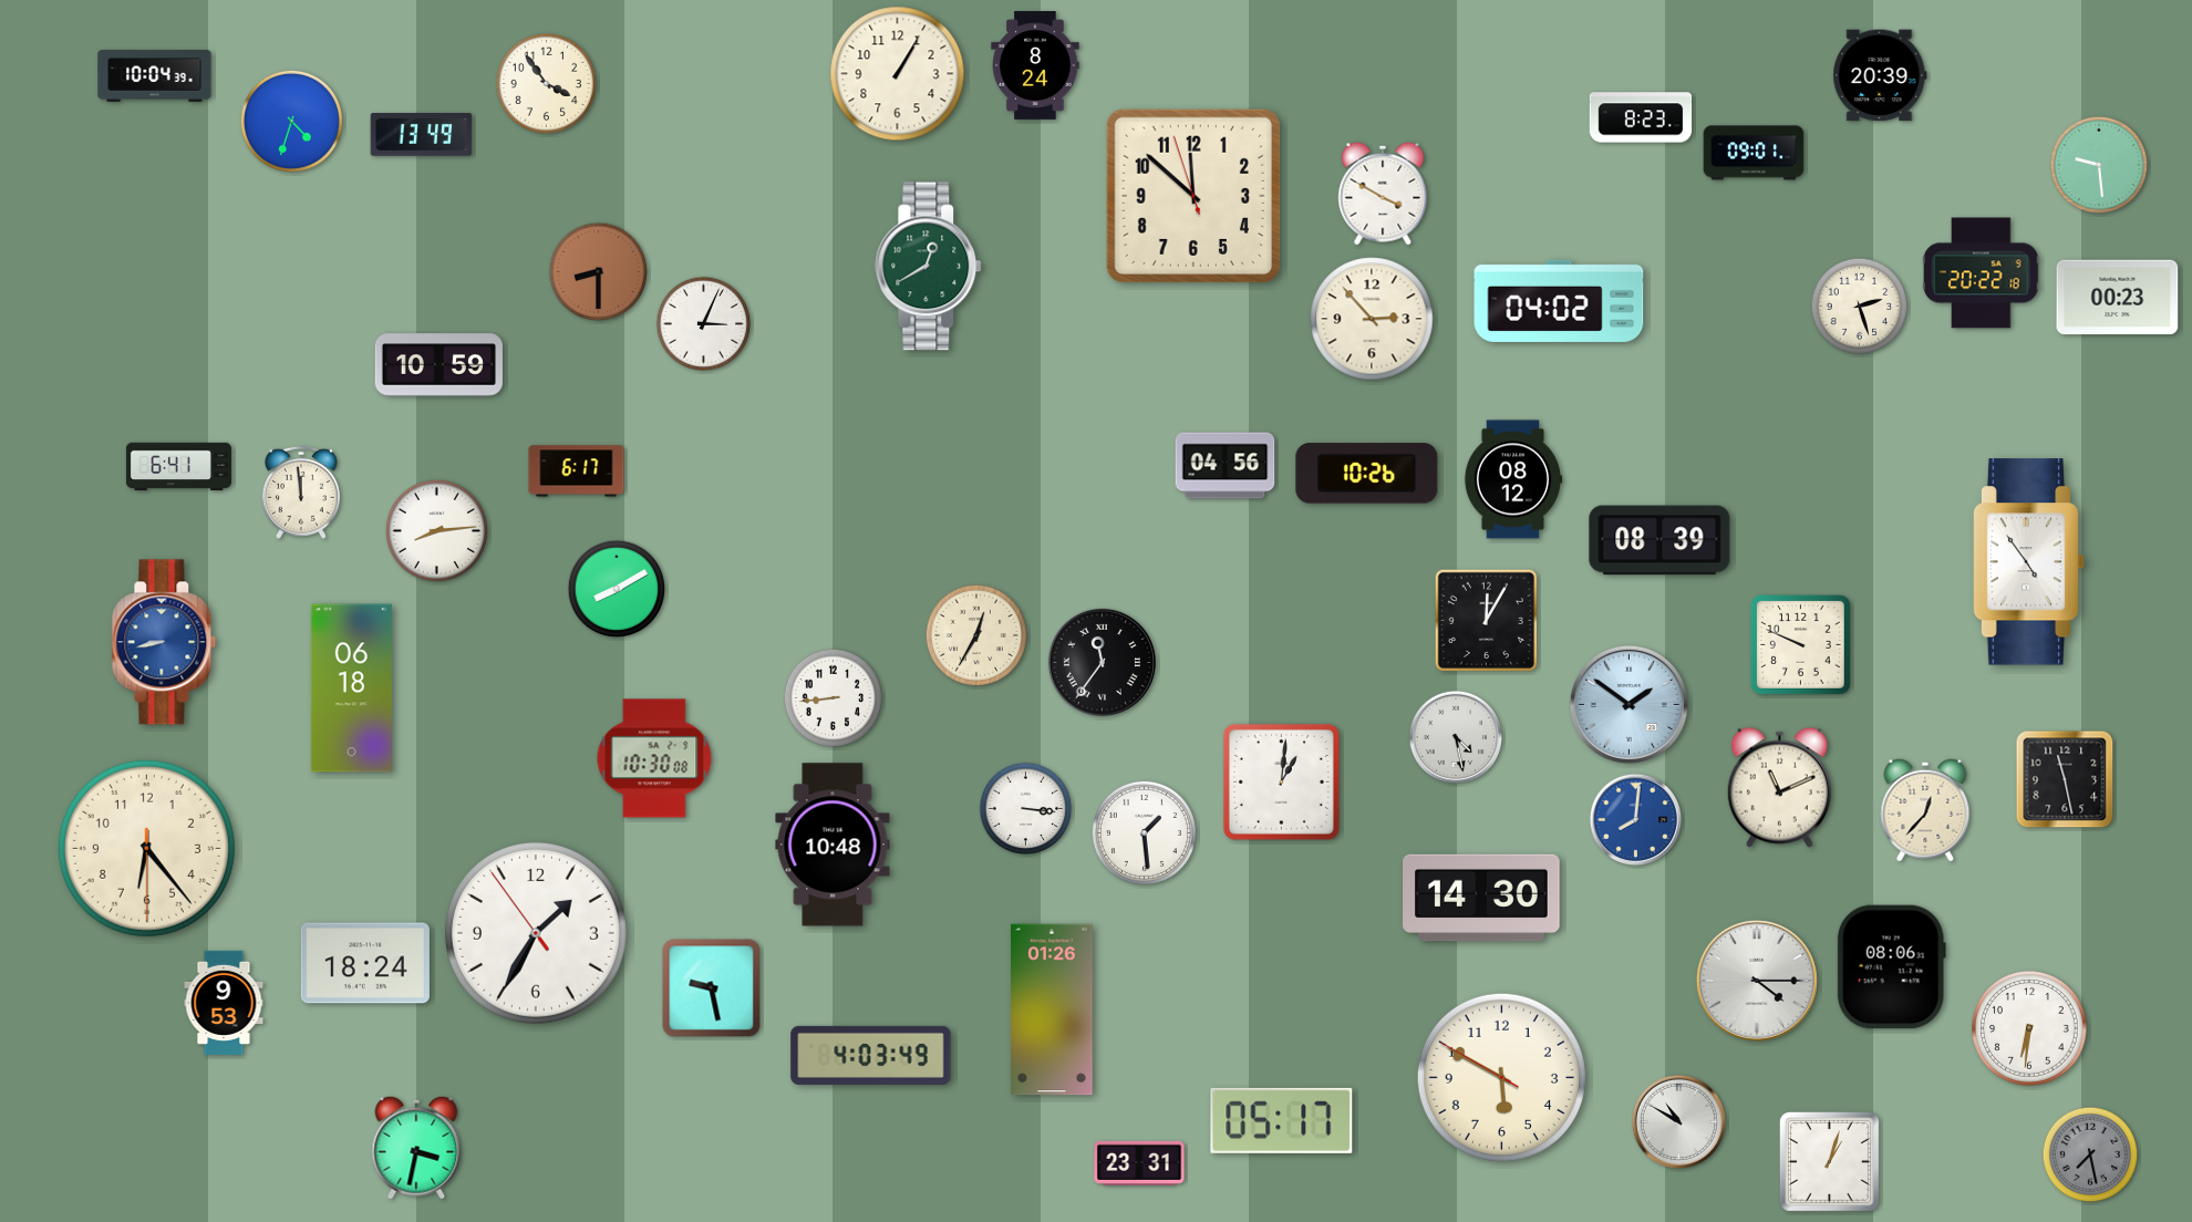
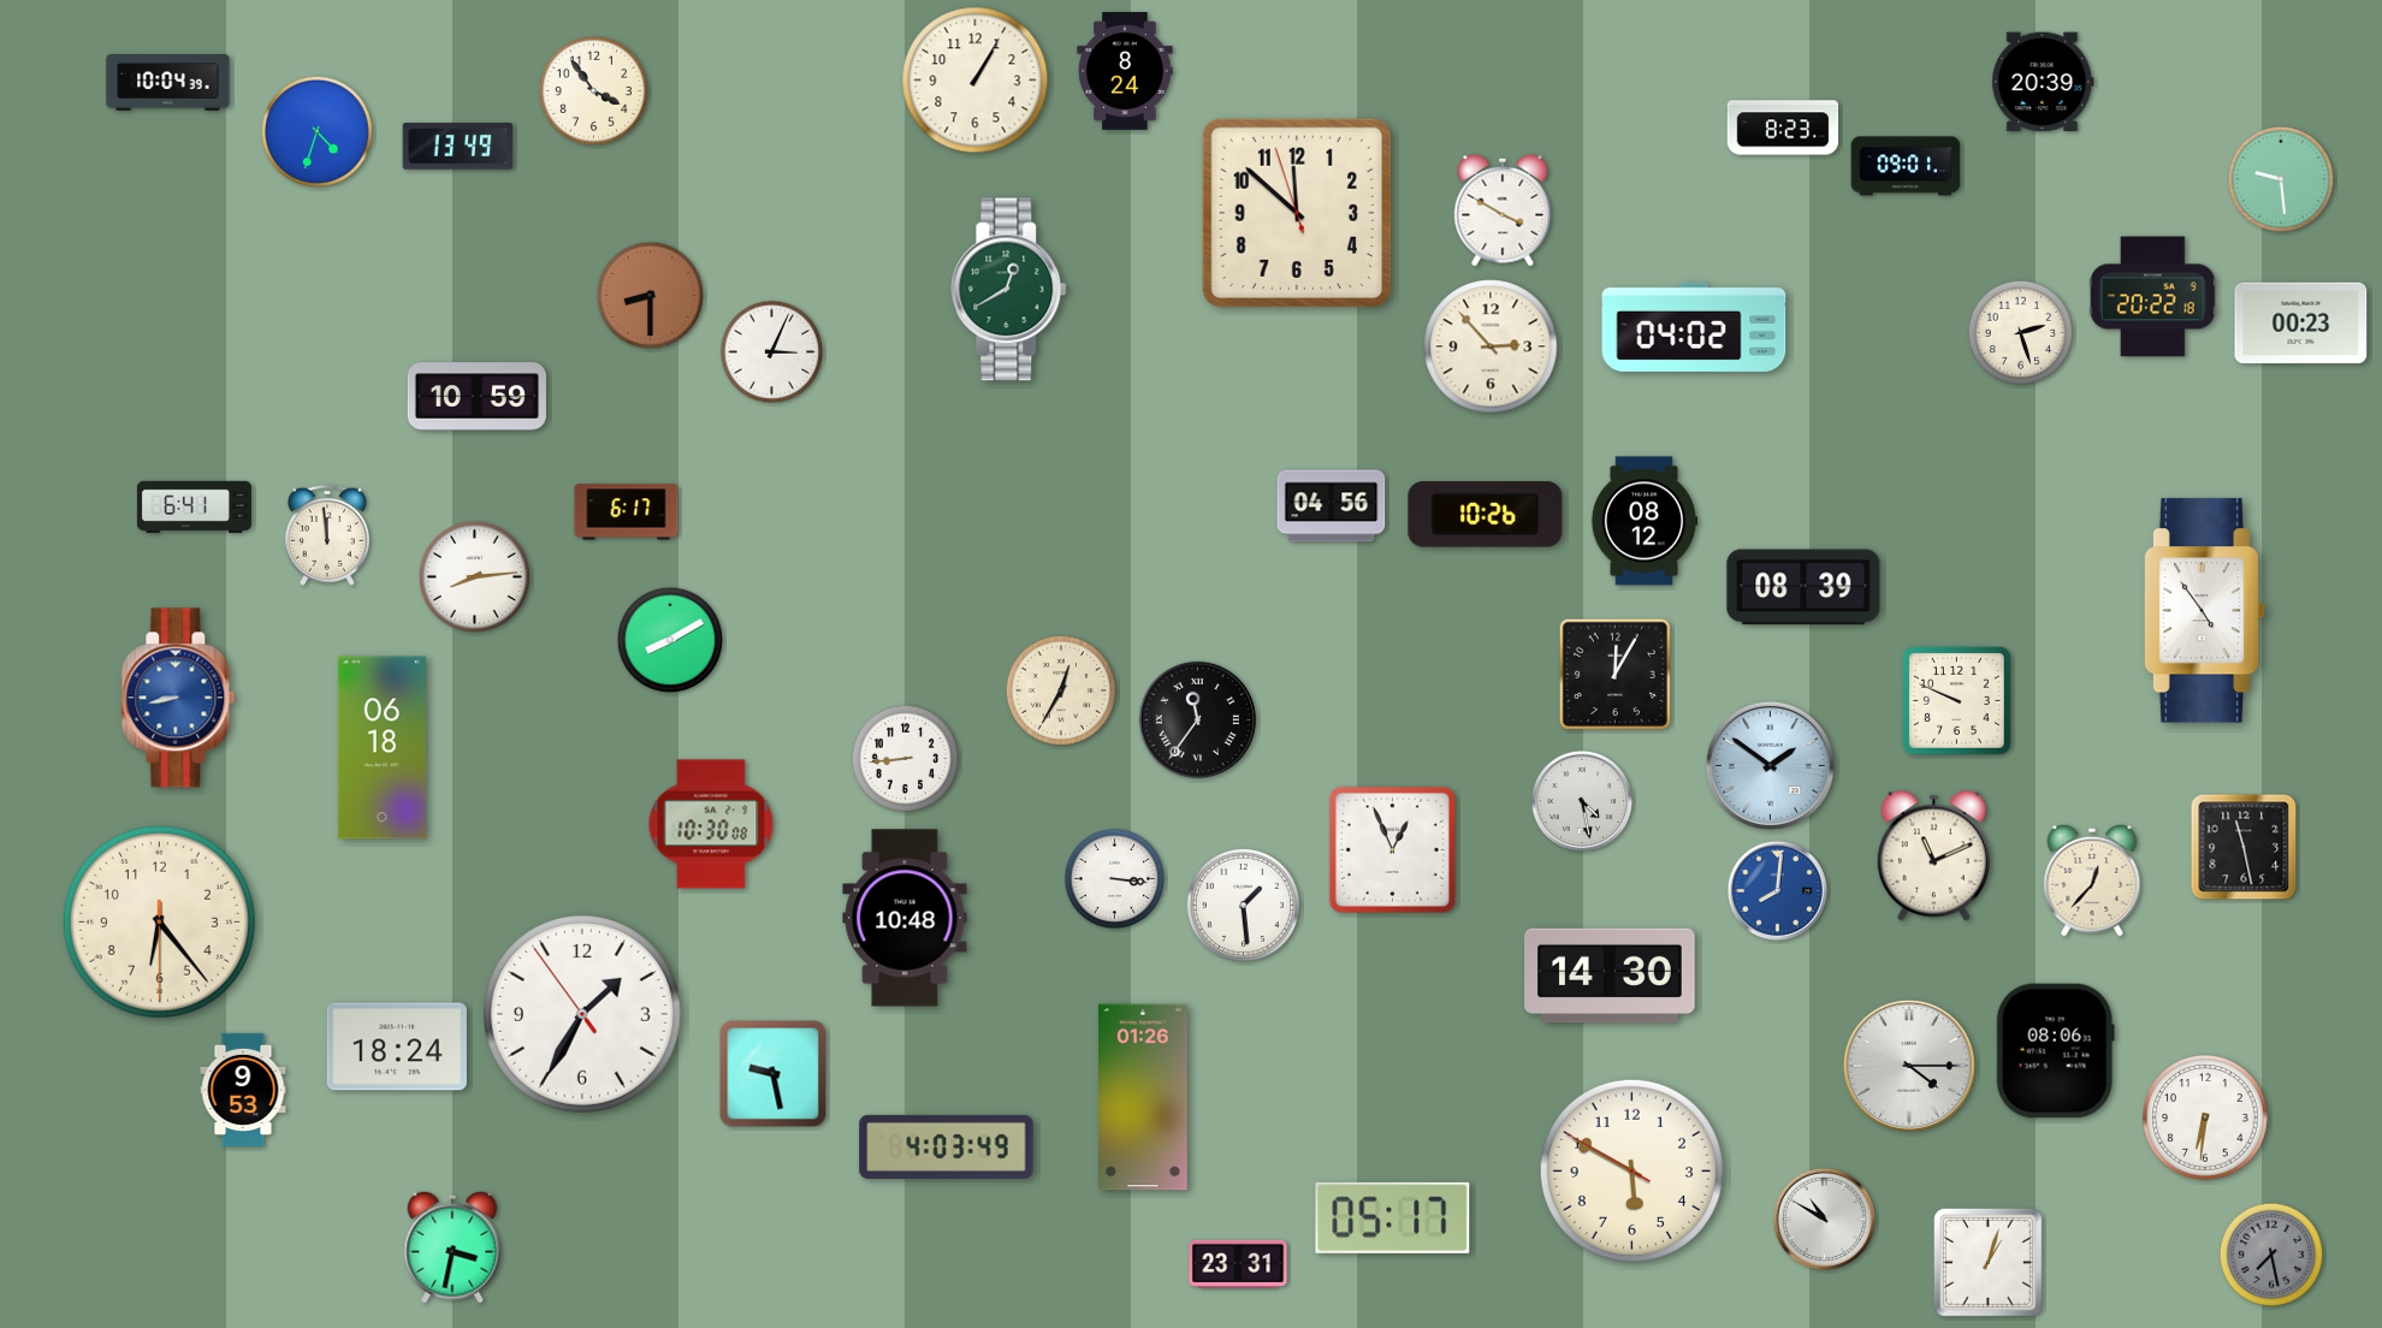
clock at (704, 324) position: (704, 324) -> (772, 352)
clock at (1281, 781): 1:01 -> 12:56
